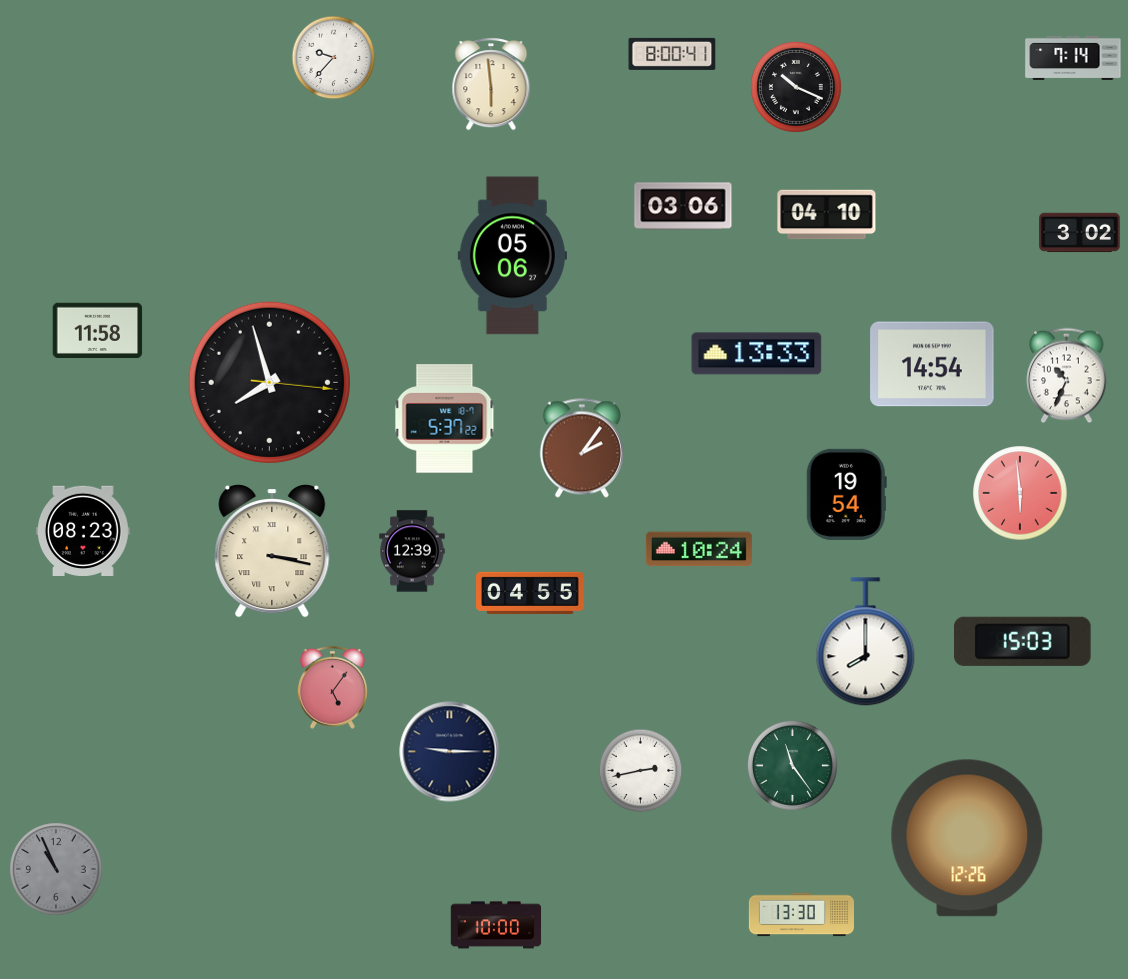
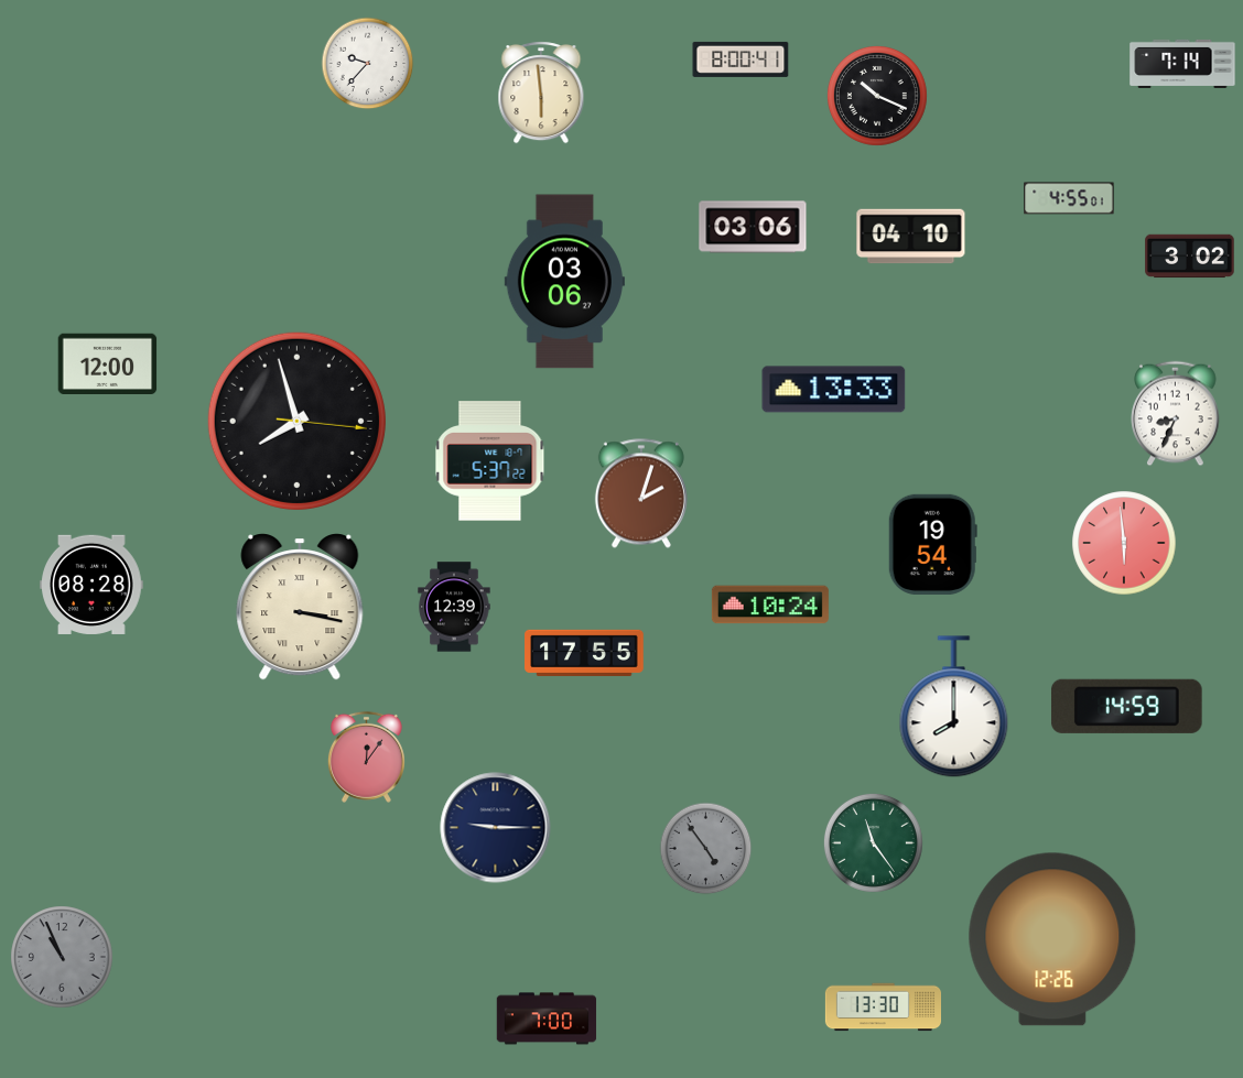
clock at (1069, 198): none -> 4:55
clock at (512, 256): 05:06 -> 03:06
clock at (98, 330): 11:58 -> 12:00
clock at (932, 364): 14:54 -> none
clock at (1067, 376): 10:34 -> 8:34
clock at (582, 448): 2:06 -> 2:03
clock at (83, 531): 08:23 -> 08:28
clock at (530, 592): 04:55 -> 17:55
clock at (1022, 641): 15:03 -> 14:59
clock at (332, 687): 5:06 -> 12:06
clock at (641, 771): 2:43 -> 4:54
clock at (641, 771) dial: white -> grey
clock at (967, 838) position: (967, 838) -> (1052, 939)
clock at (496, 925): 10:00 -> 7:00
